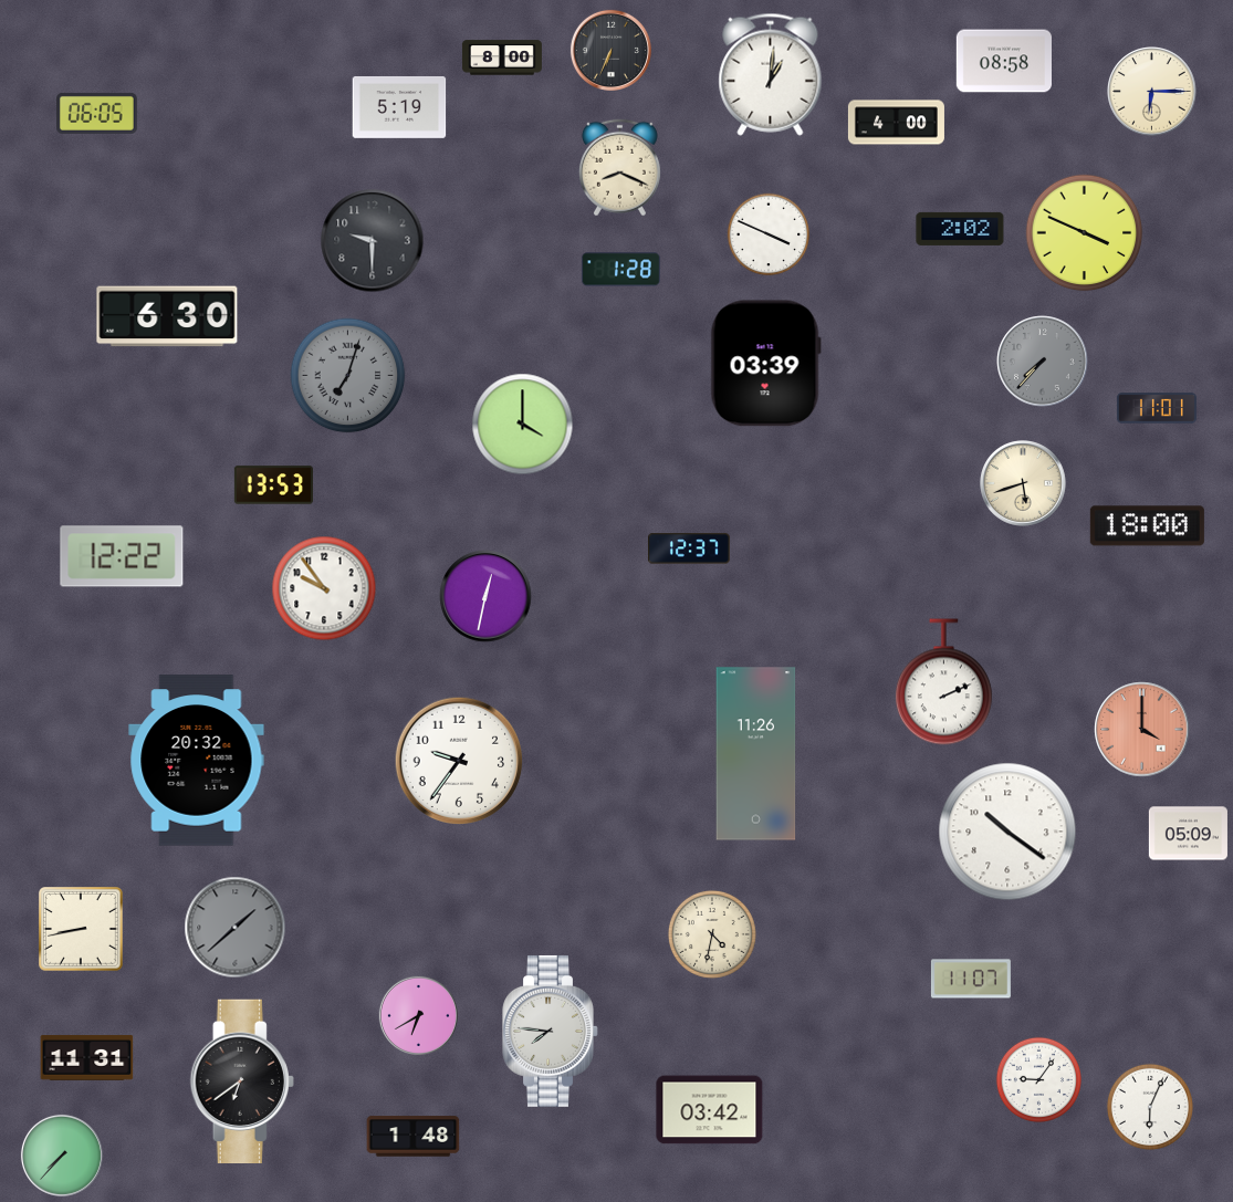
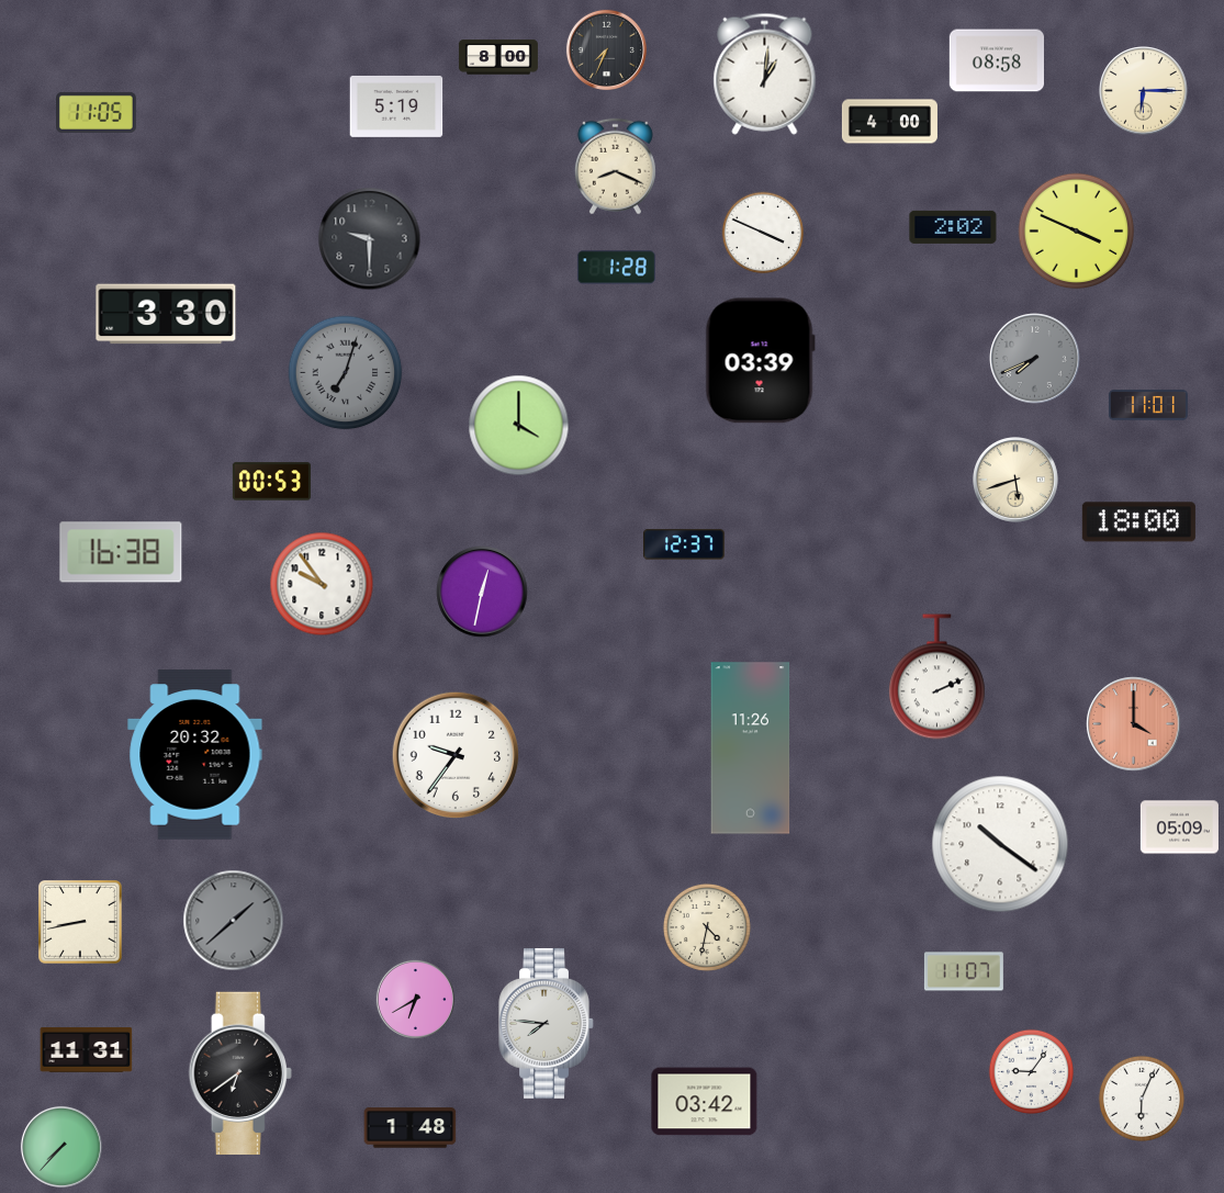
clock at (610, 50): 6:34 -> 7:34
clock at (97, 113): 06:05 -> 11:05
clock at (167, 316): 6:30 -> 3:30
clock at (1043, 362): 7:37 -> 7:41
clock at (523, 425) position: (523, 425) -> (519, 426)
clock at (273, 485): 13:53 -> 00:53
clock at (122, 556): 12:22 -> 16:38
clock at (1007, 832) position: (1007, 832) -> (1000, 844)
clock at (418, 1015) position: (418, 1015) -> (415, 999)
